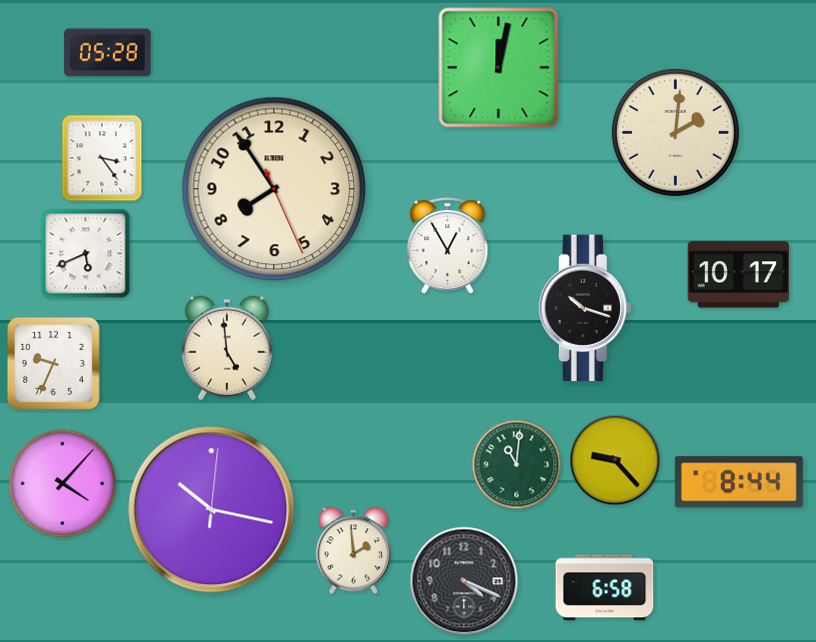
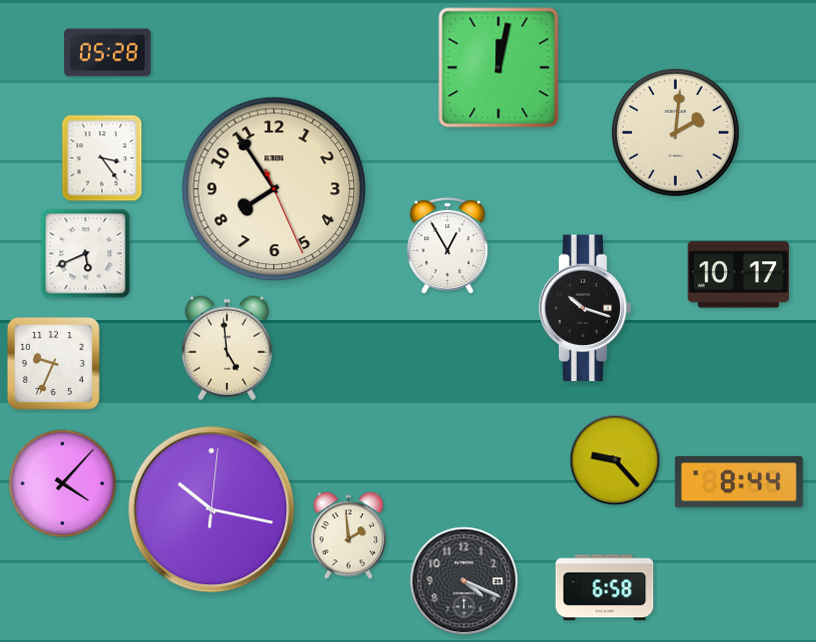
clock at (517, 465): 11:01 -> none
clock at (353, 551) position: (353, 551) -> (348, 536)
